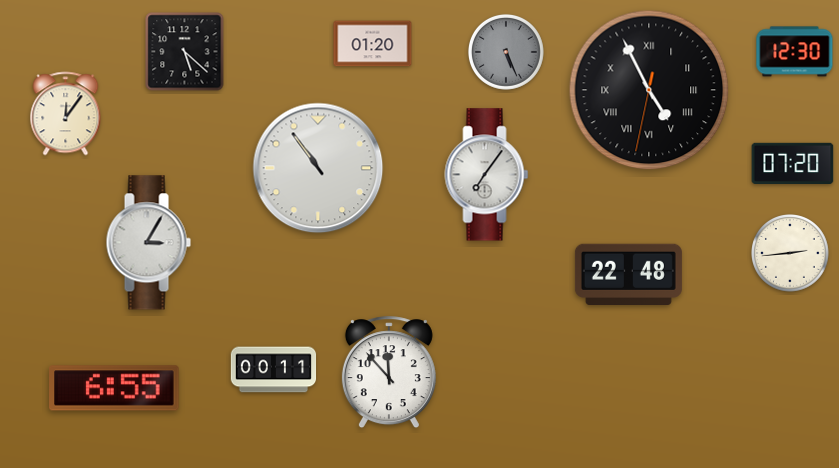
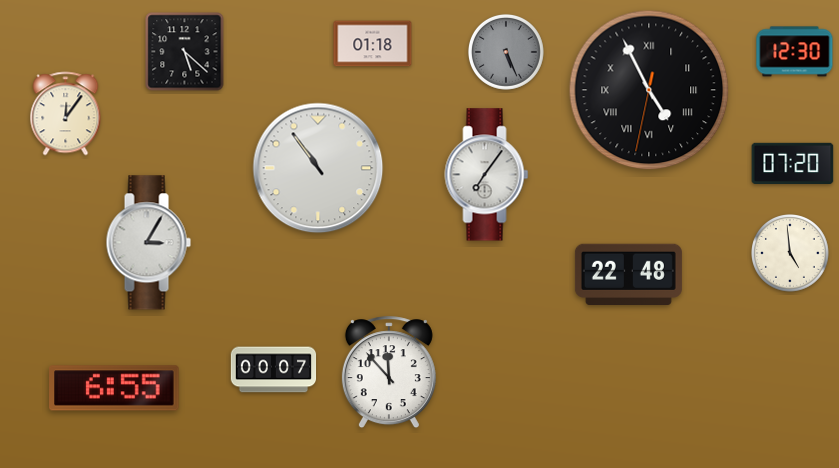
clock at (373, 44): 01:20 -> 01:18
clock at (791, 254): 2:44 -> 4:59
clock at (274, 370): 00:11 -> 00:07
